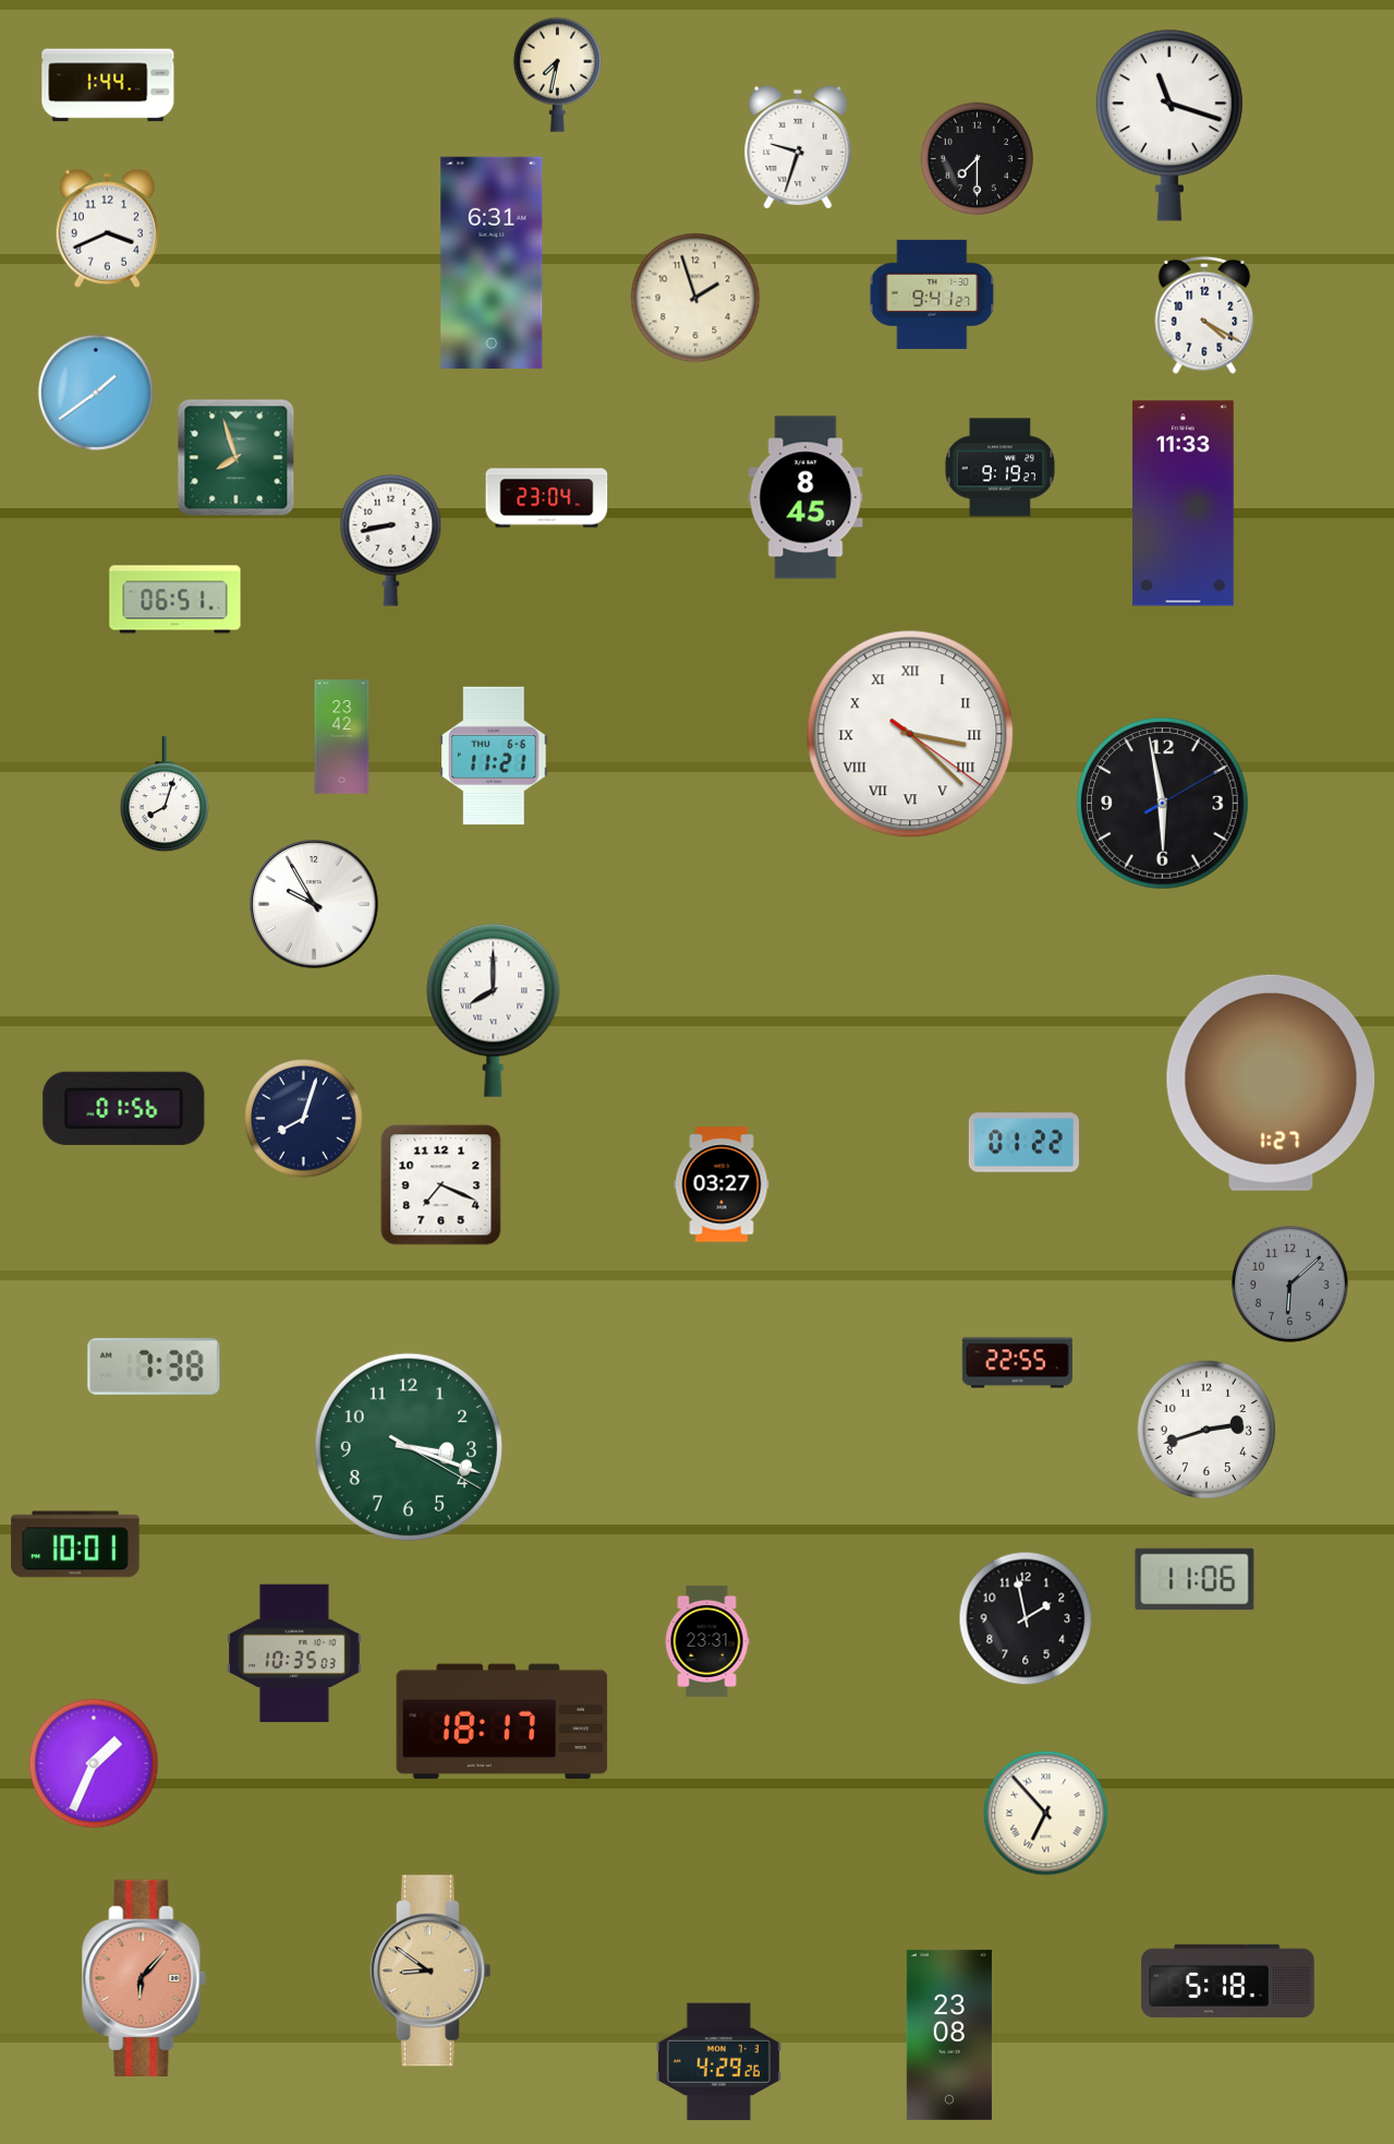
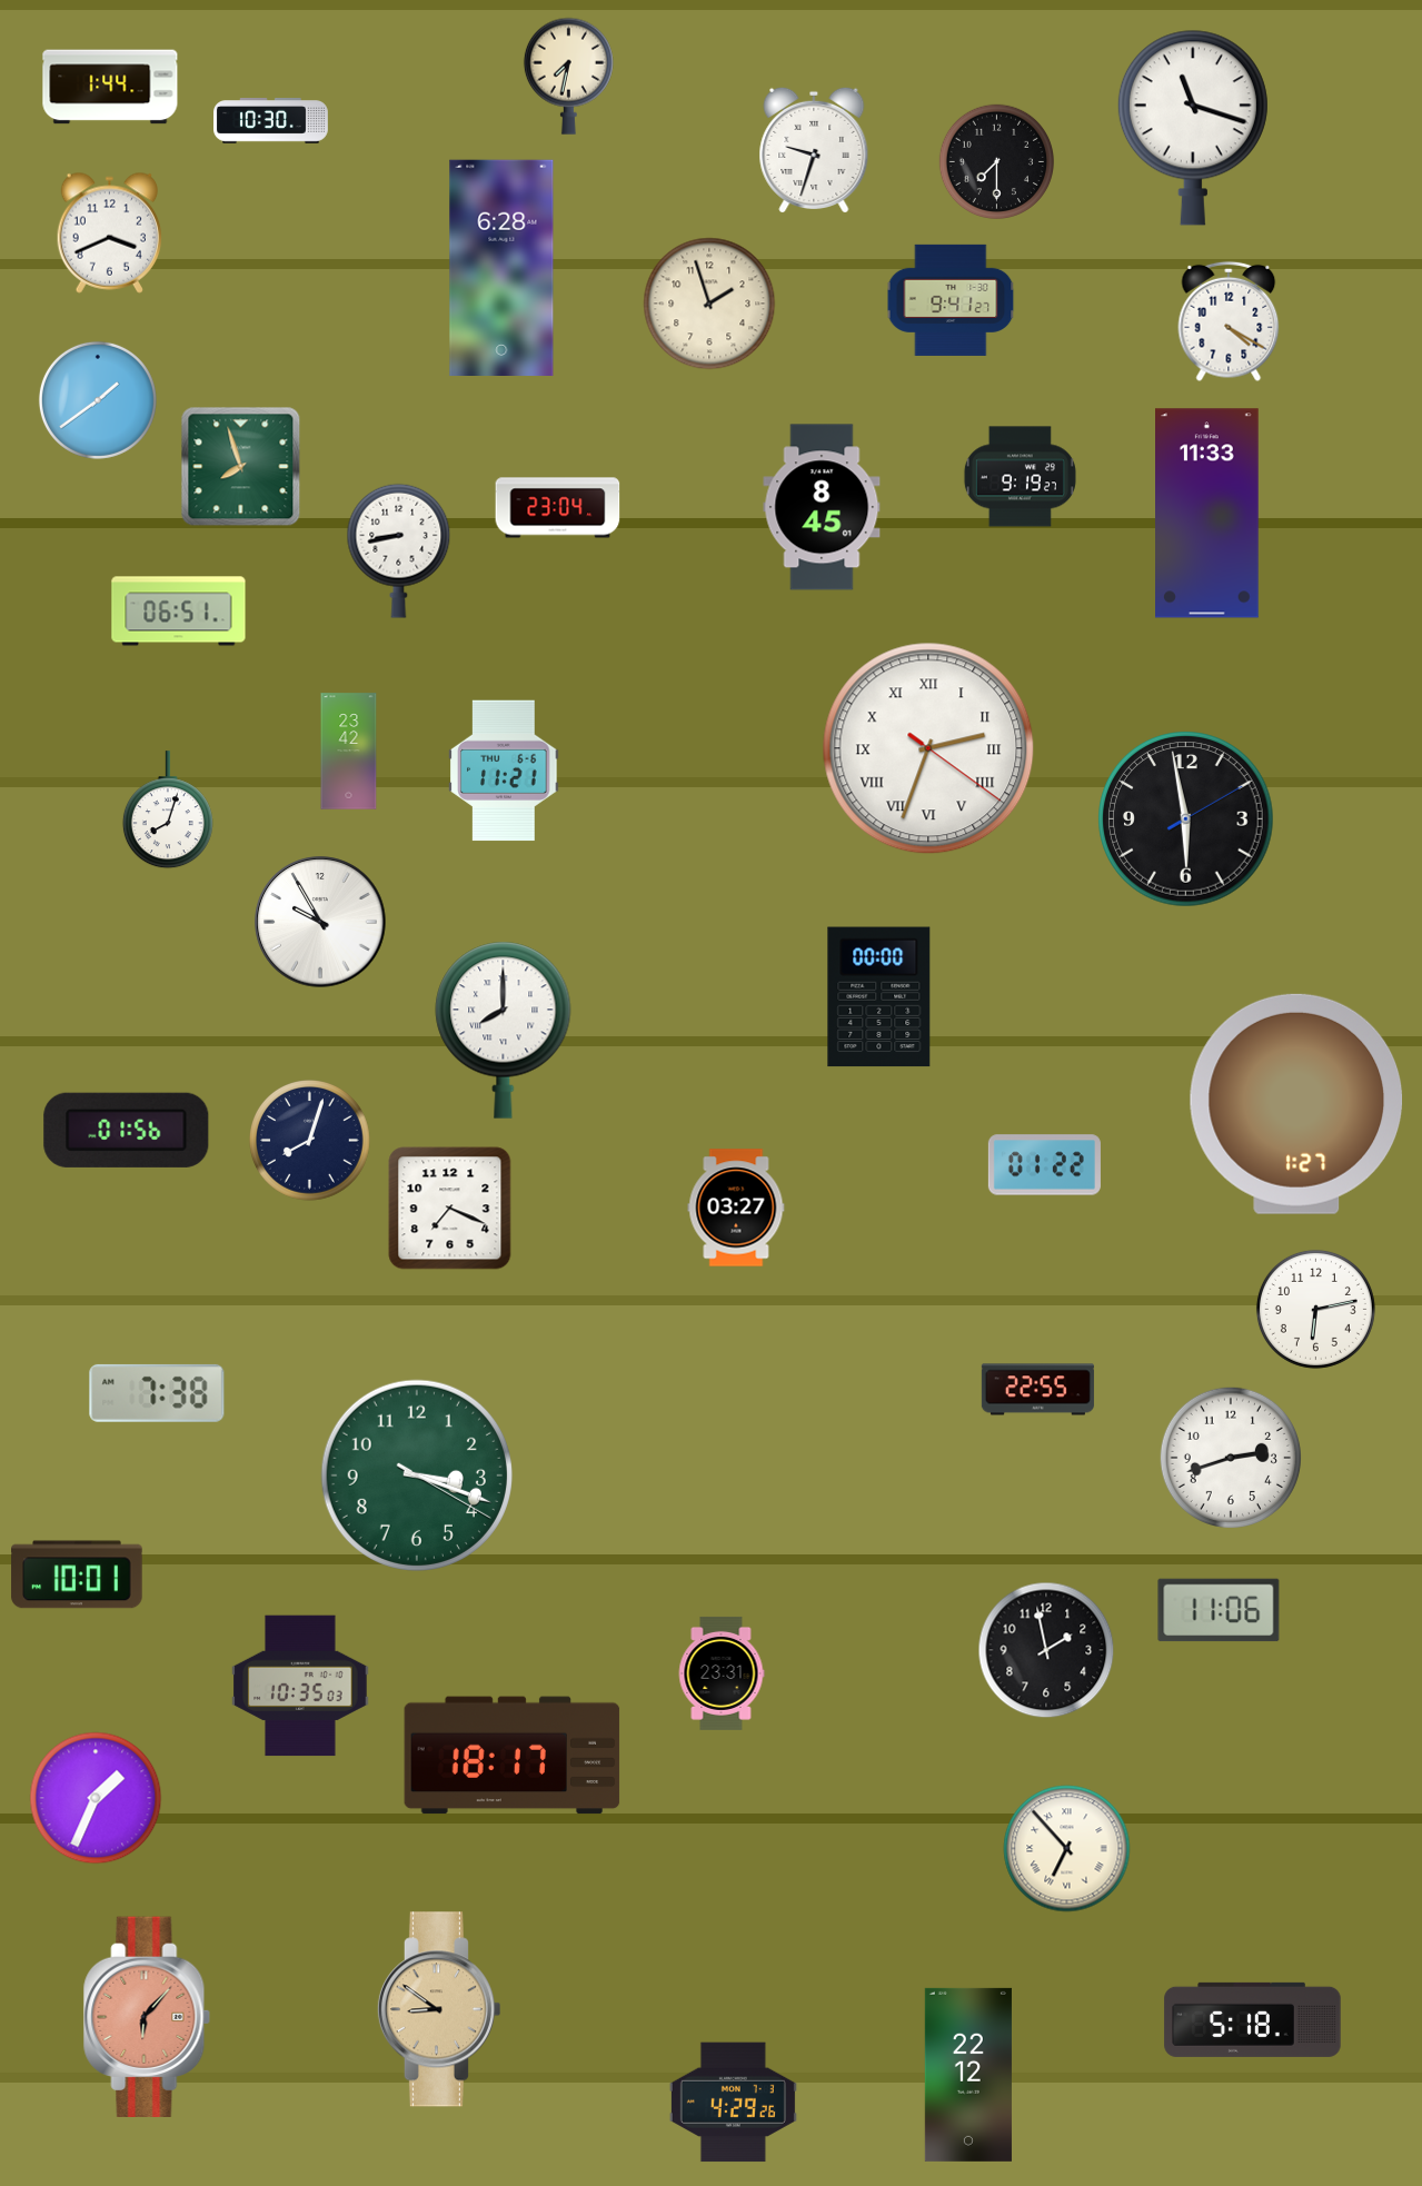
clock at (271, 121): none -> 10:30
clock at (492, 262): 6:31 -> 6:28
clock at (910, 734): 3:22 -> 2:33
clock at (879, 997): none -> 00:00
clock at (1289, 1284): 6:08 -> 6:13
clock at (1289, 1284) dial: grey -> white
clock at (949, 2035): 23:08 -> 22:12
